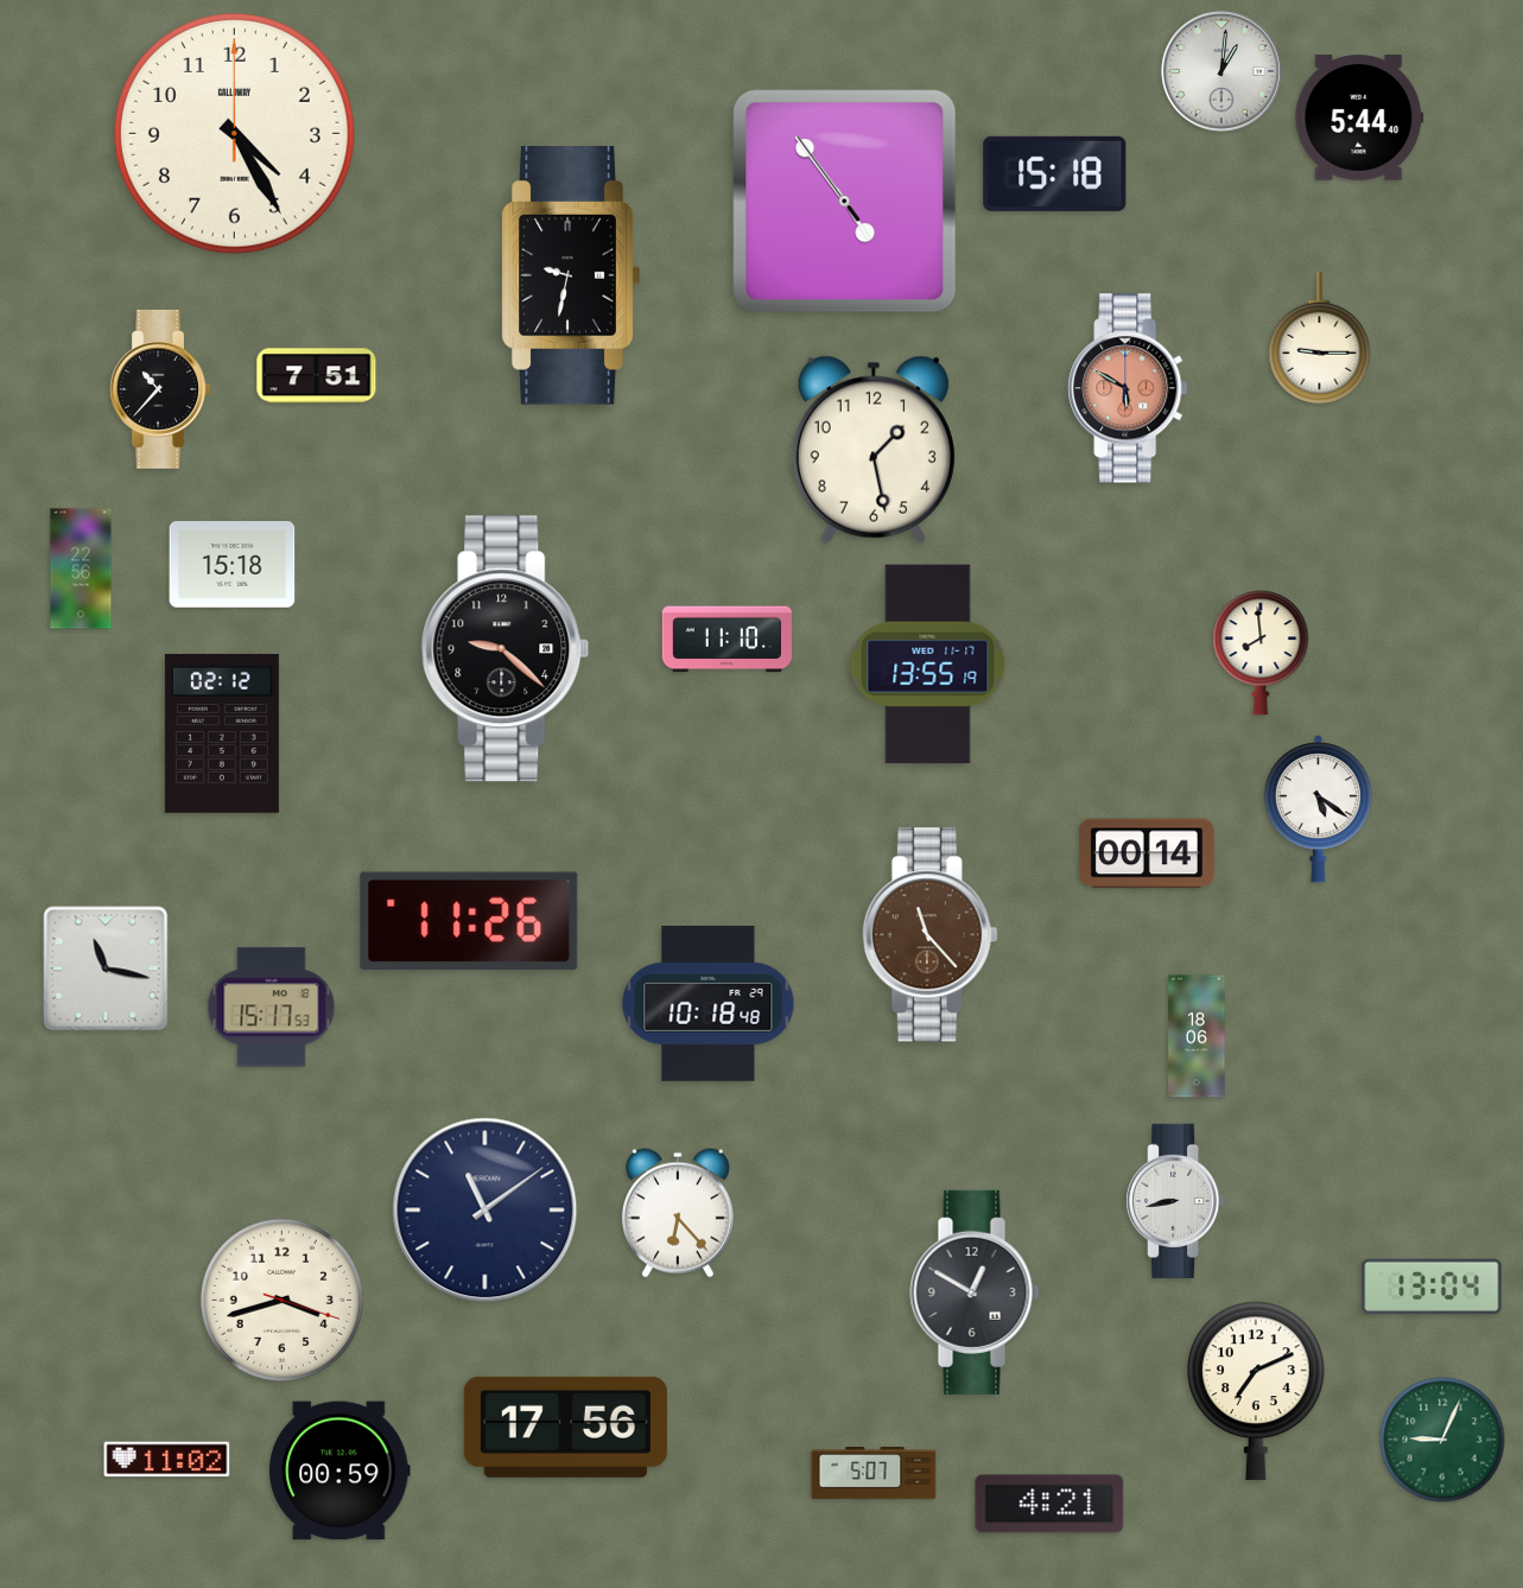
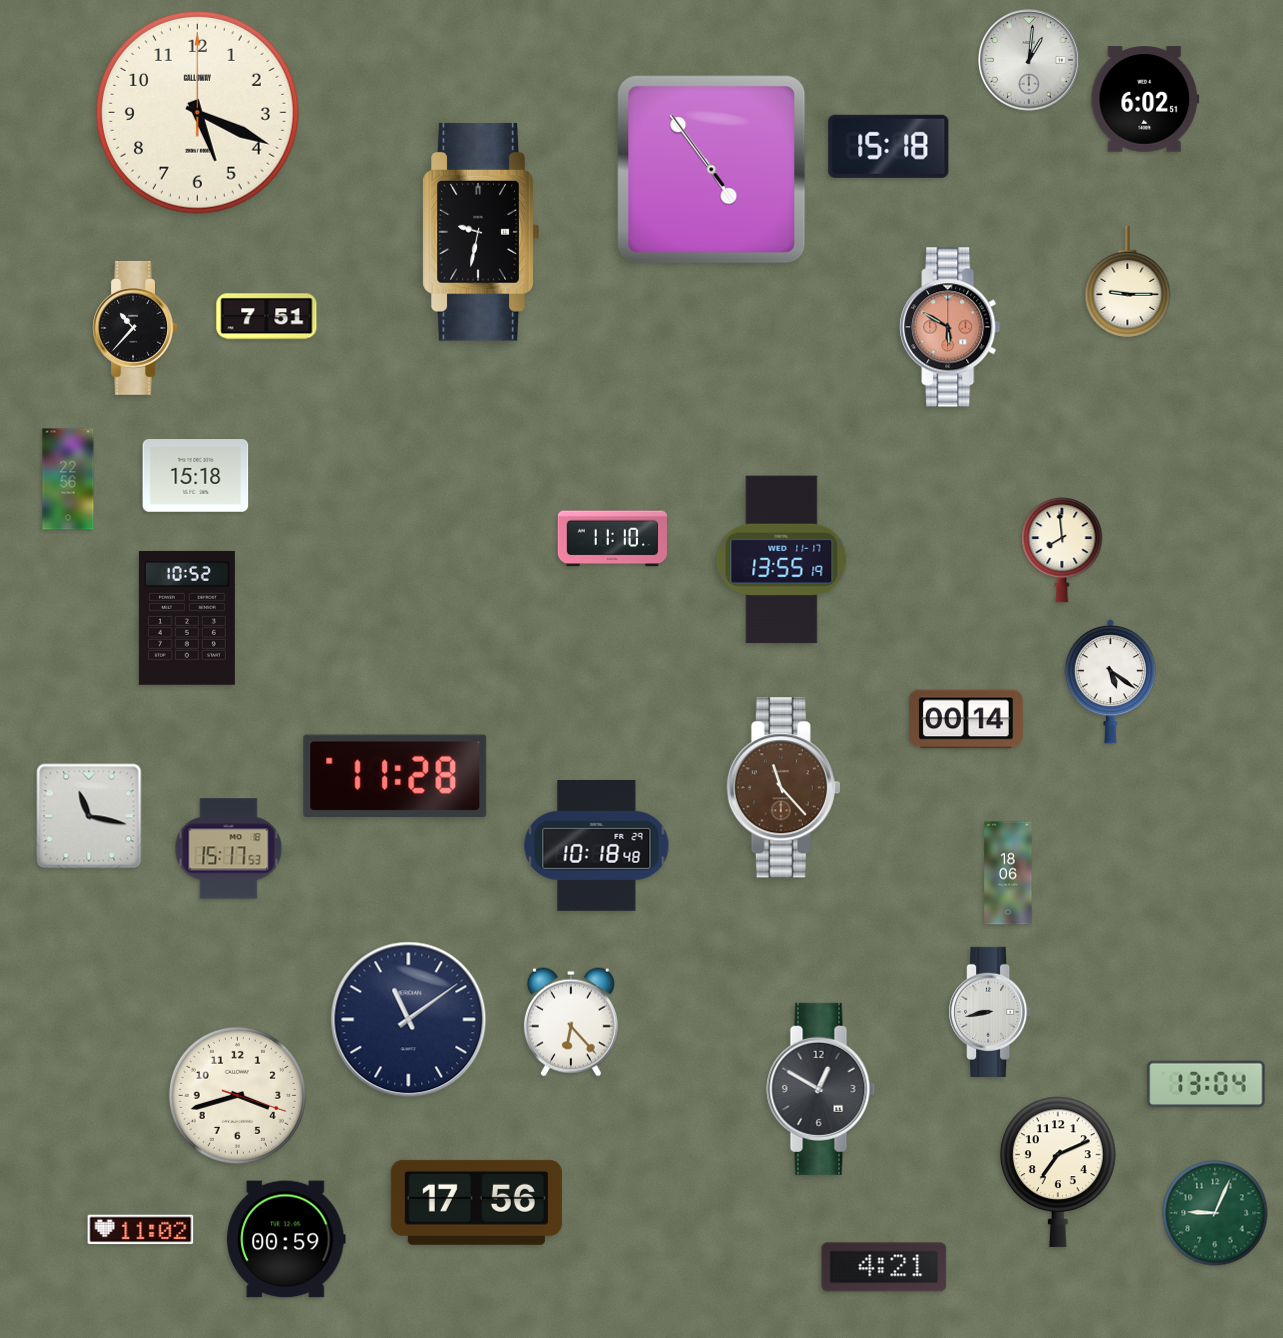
clock at (1359, 117): 5:44 -> 6:02
clock at (234, 133): 4:25 -> 5:19
clock at (1320, 338) position: (1320, 338) -> (1128, 282)
clock at (874, 450): 1:28 -> none
clock at (506, 649): 9:22 -> none
clock at (222, 733): 02:12 -> 10:52
clock at (469, 921): 11:26 -> 11:28
clock at (874, 1474): 5:07 -> none
